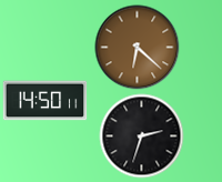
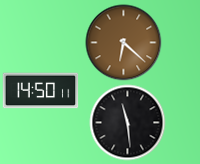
clock at (142, 136): 2:33 -> 11:29
